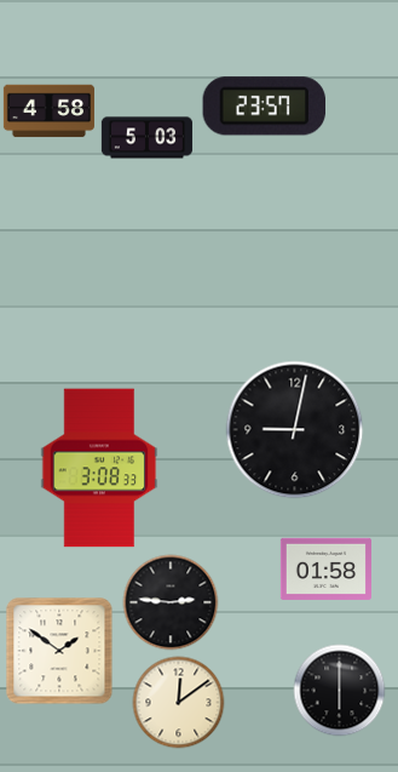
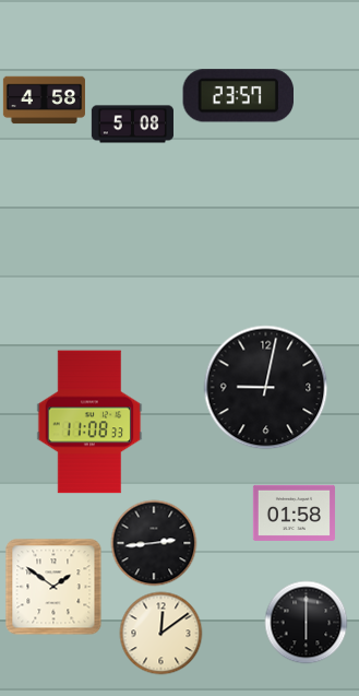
clock at (146, 138): 5:03 -> 5:08
clock at (99, 468): 3:08 -> 11:08
clock at (171, 602): 2:46 -> 2:44
